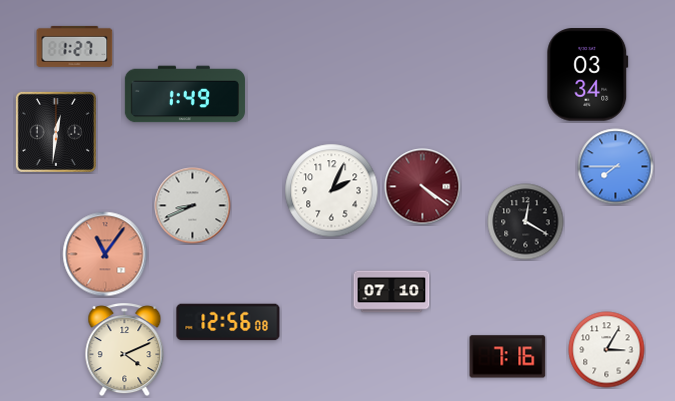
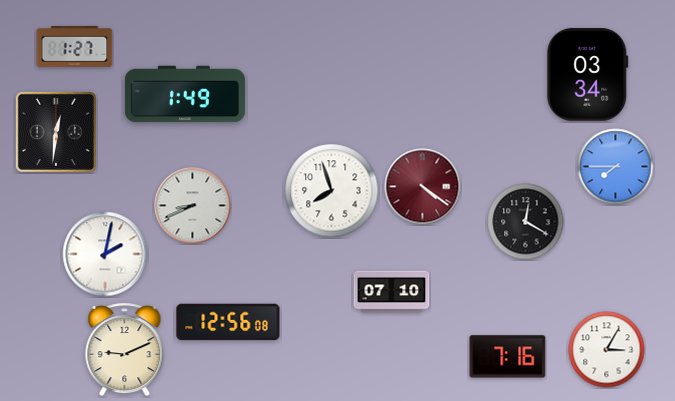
clock at (332, 191): 2:04 -> 7:57
clock at (105, 254): 11:06 -> 2:02
clock at (105, 254) dial: salmon -> white
clock at (125, 350): 4:11 -> 9:11
